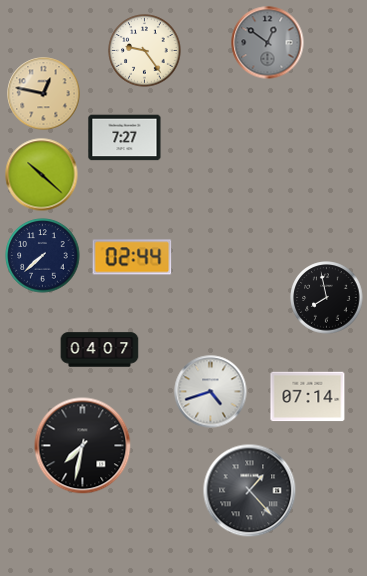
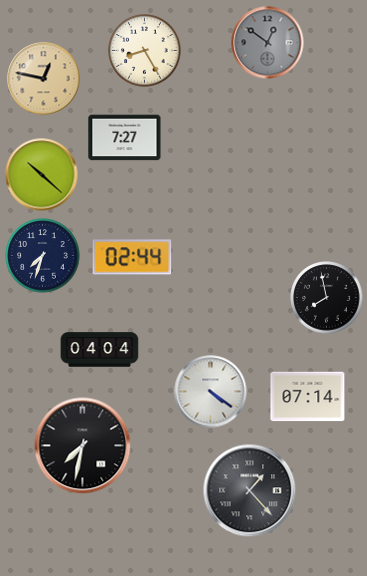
clock at (145, 51): 9:24 -> 8:25
clock at (44, 94) position: (44, 94) -> (44, 79)
clock at (43, 256): 7:38 -> 7:33
clock at (100, 350): 04:07 -> 04:04
clock at (211, 392): 4:42 -> 4:21
